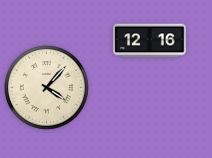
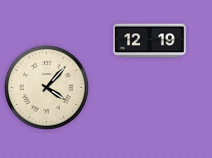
clock at (150, 41): 12:16 -> 12:19
